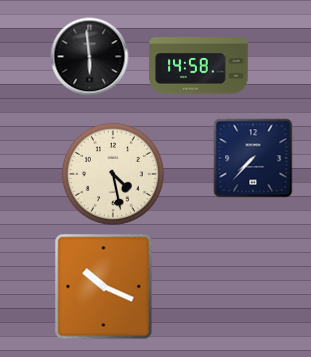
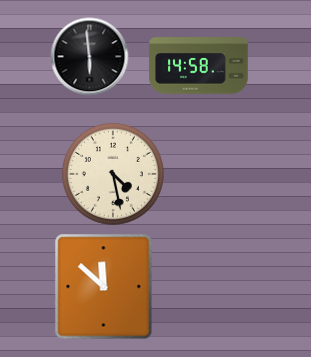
clock at (253, 158): 7:37 -> none
clock at (104, 286): 10:19 -> 11:52
